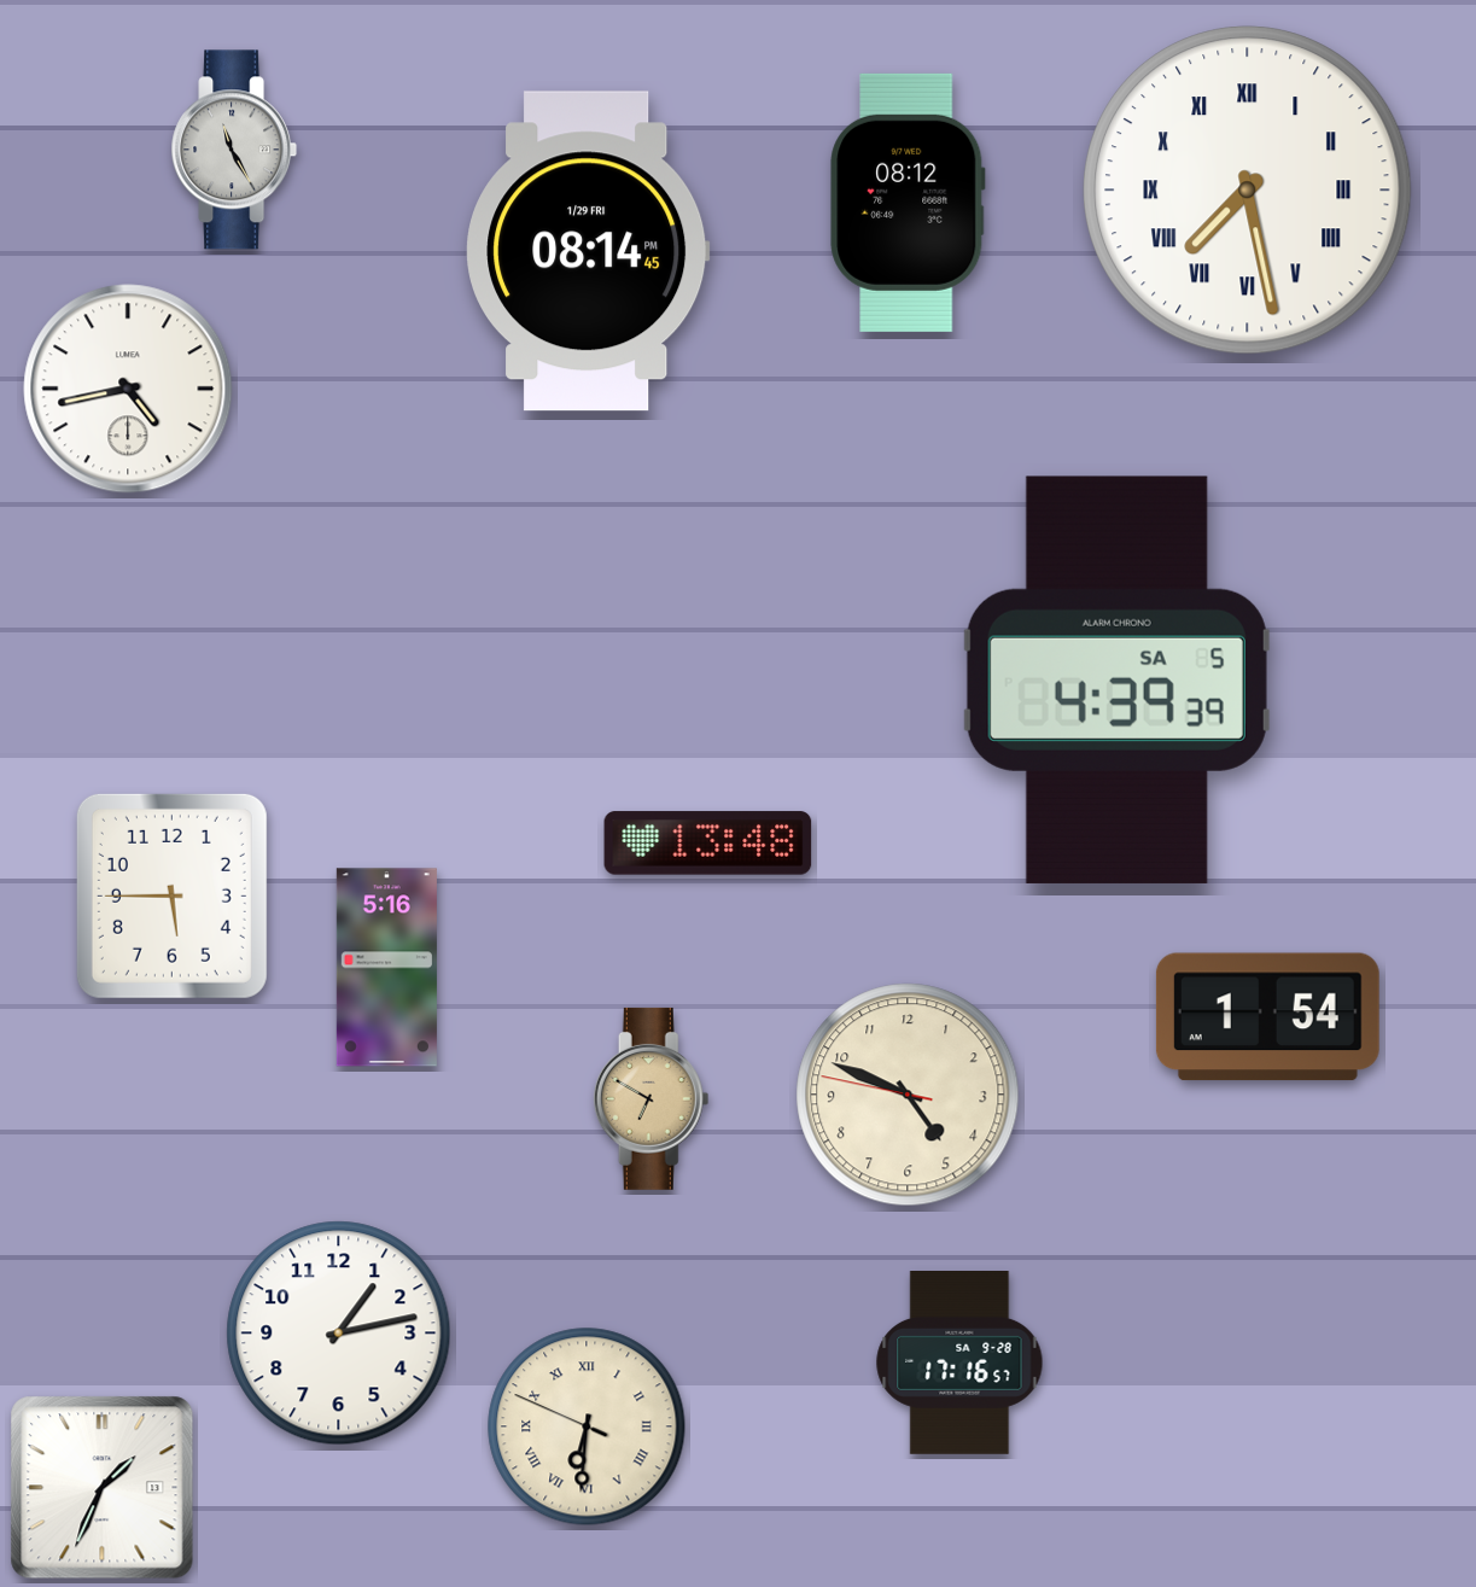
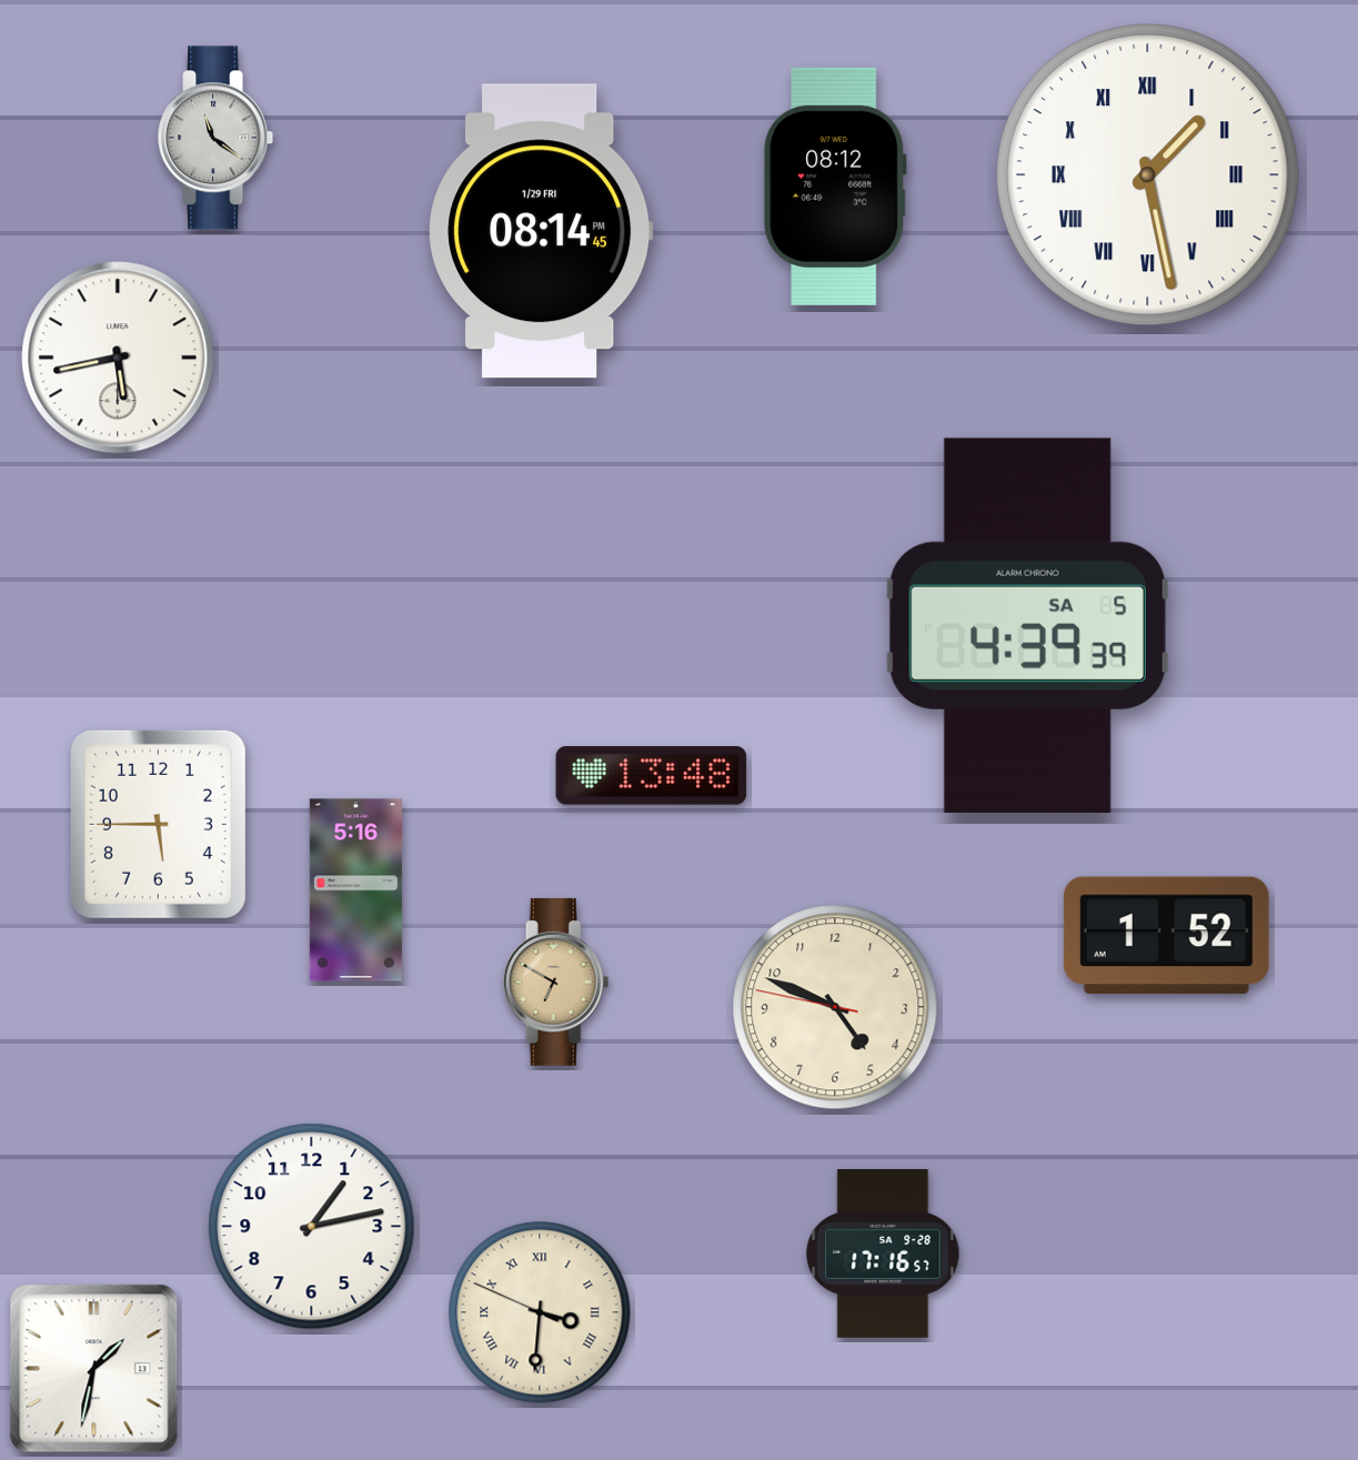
clock at (234, 150): 11:25 -> 11:21
clock at (1248, 191): 7:28 -> 1:28
clock at (128, 389): 4:43 -> 5:43
clock at (1267, 1017): 1:54 -> 1:52
clock at (652, 1098) position: (652, 1098) -> (556, 981)
clock at (587, 1426): 6:30 -> 3:30
clock at (103, 1488): 1:34 -> 1:32
